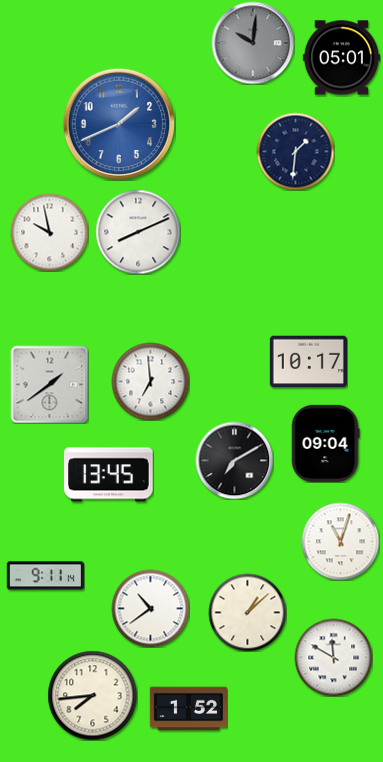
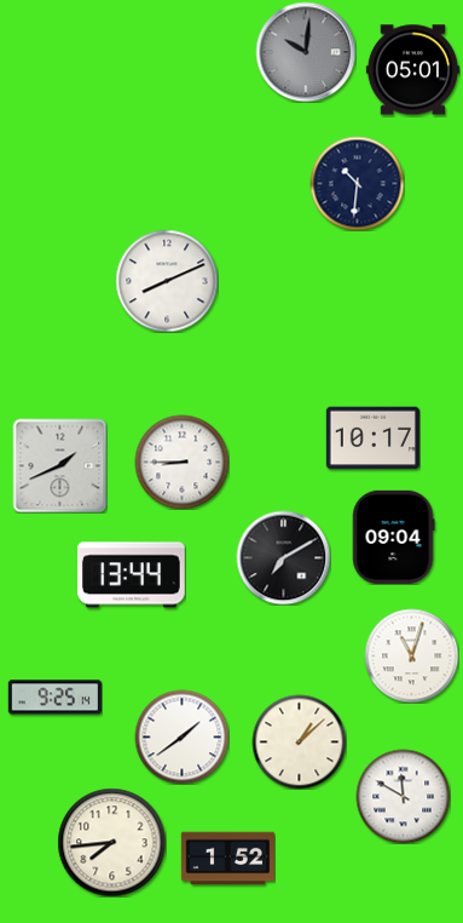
clock at (119, 124): 1:41 -> none
clock at (295, 151): 1:31 -> 10:31
clock at (49, 232): 9:58 -> none
clock at (150, 381): 6:59 -> 8:45
clock at (49, 384): 1:39 -> 1:41
clock at (109, 475): 13:45 -> 13:44
clock at (45, 576): 9:11 -> 9:25
clock at (150, 608): 10:39 -> 1:39
